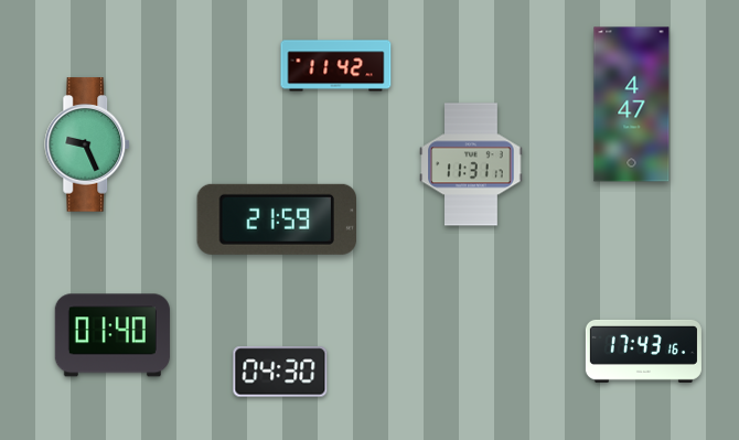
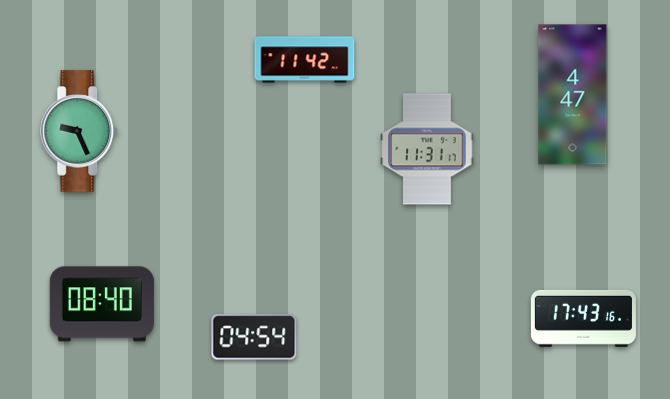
clock at (276, 219): 21:59 -> none
clock at (113, 335): 01:40 -> 08:40
clock at (280, 372): 04:30 -> 04:54
